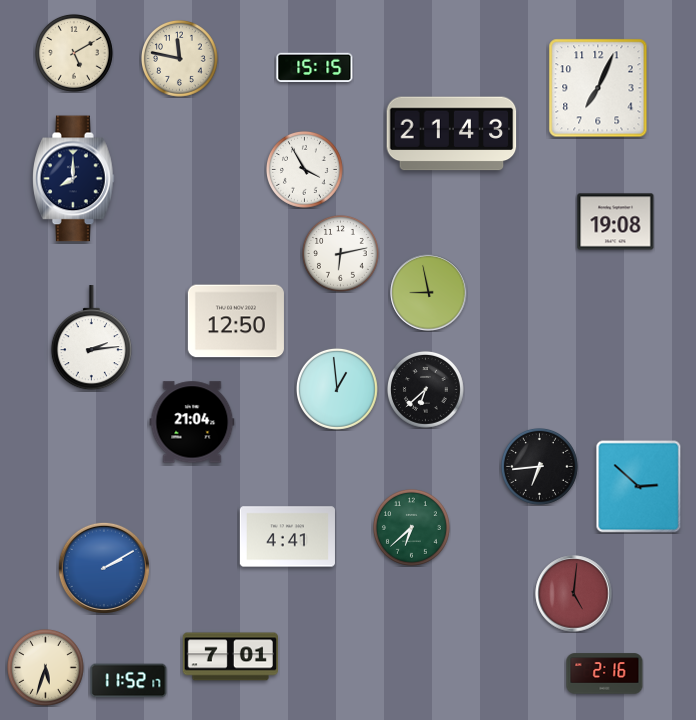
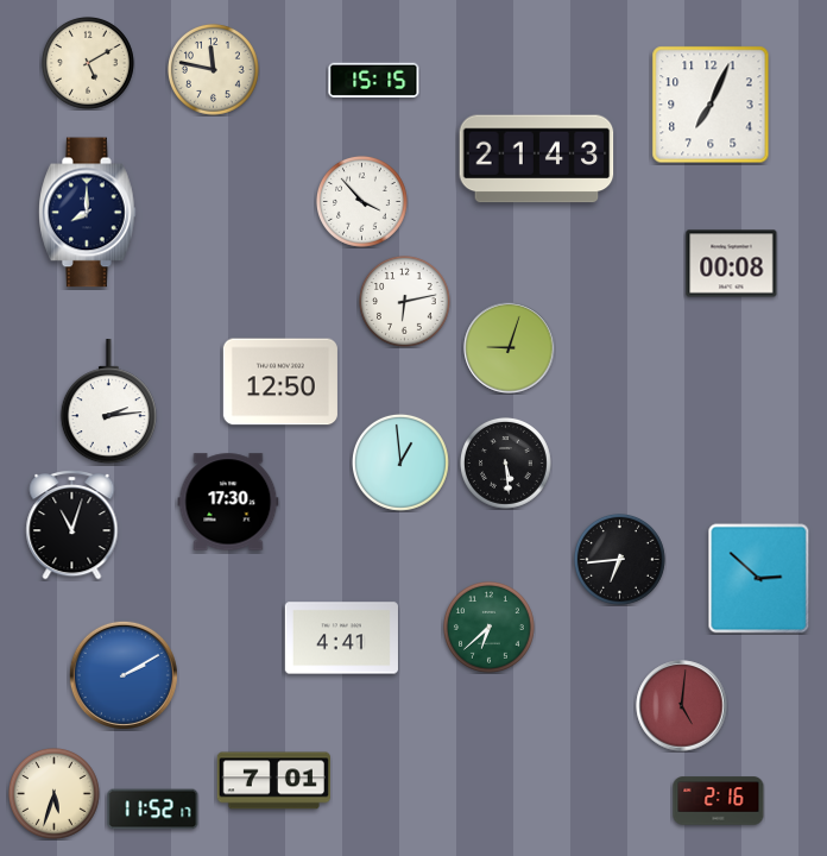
clock at (305, 170): 3:55 -> 3:53
clock at (616, 222): 19:08 -> 00:08
clock at (429, 293): 8:58 -> 9:03
clock at (426, 390): 6:38 -> 5:29
clock at (192, 422): 21:04 -> 17:30
clock at (72, 524): none -> 11:03
clock at (540, 467) position: (540, 467) -> (620, 560)
